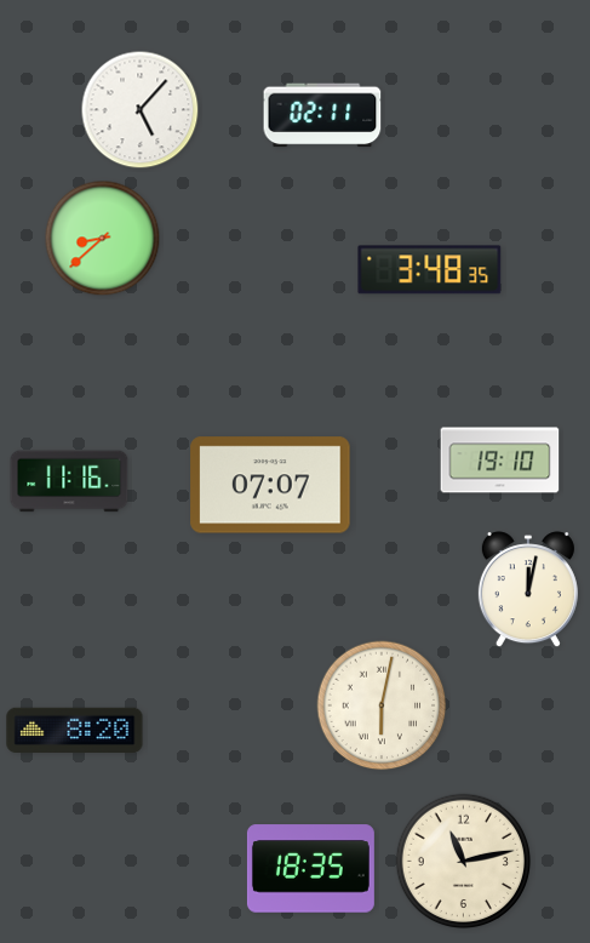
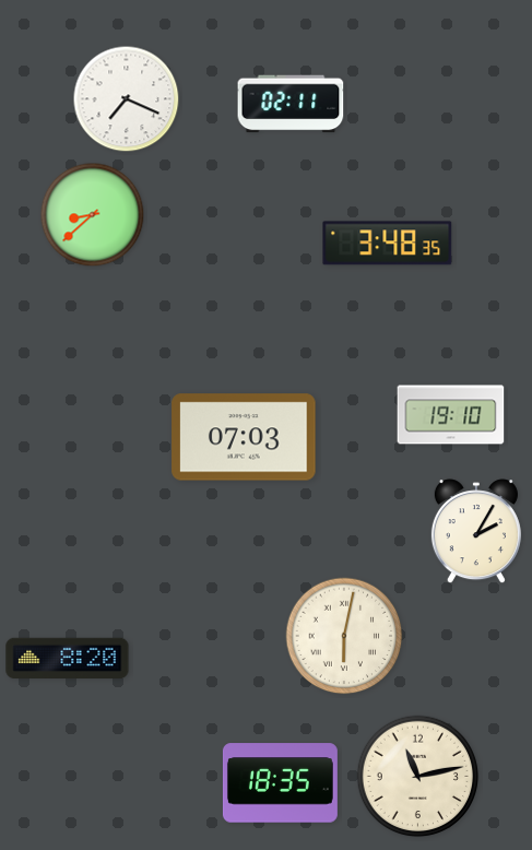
clock at (141, 110): 5:07 -> 7:19
clock at (69, 481): 11:16 -> none
clock at (270, 485): 07:07 -> 07:03
clock at (528, 590): 12:02 -> 2:05
